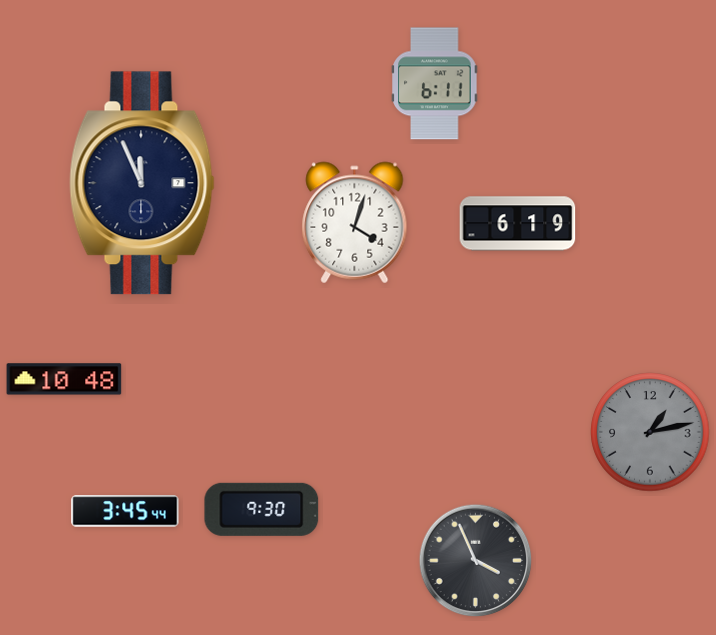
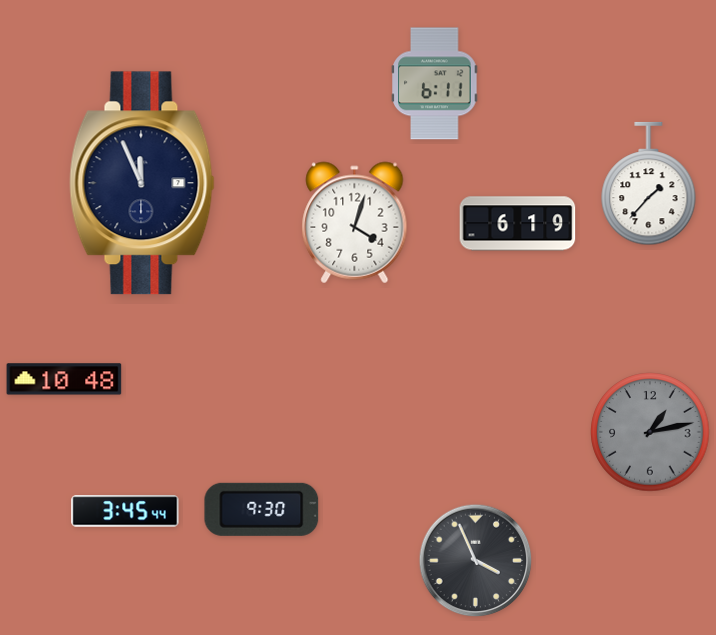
clock at (649, 184): none -> 1:37
